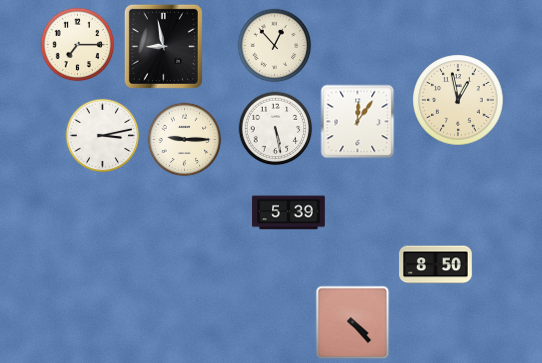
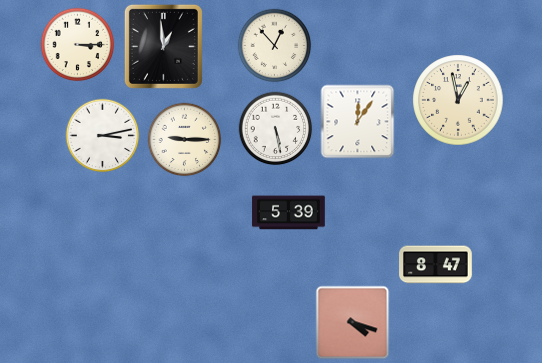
clock at (78, 45): 7:15 -> 3:15
clock at (163, 46): 8:58 -> 12:59
clock at (436, 265): 8:50 -> 8:47
clock at (353, 323): 4:23 -> 4:18
